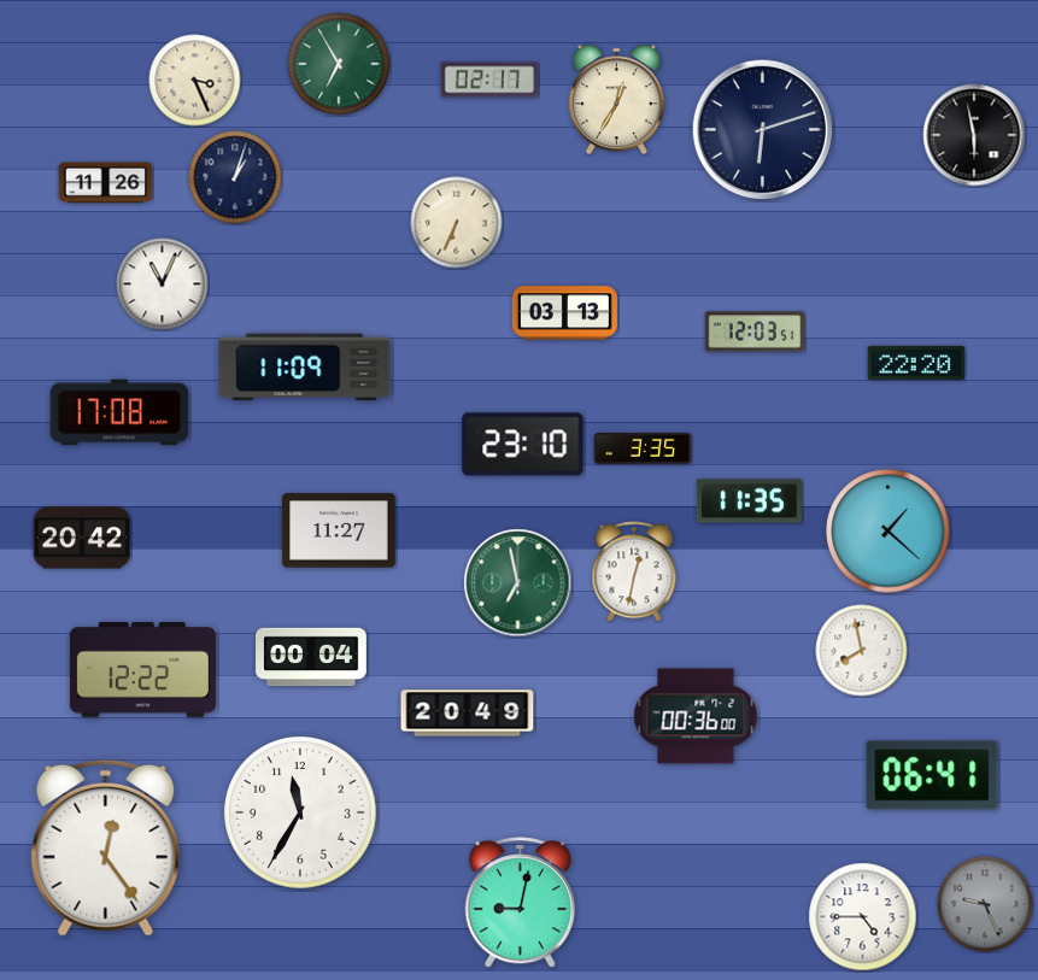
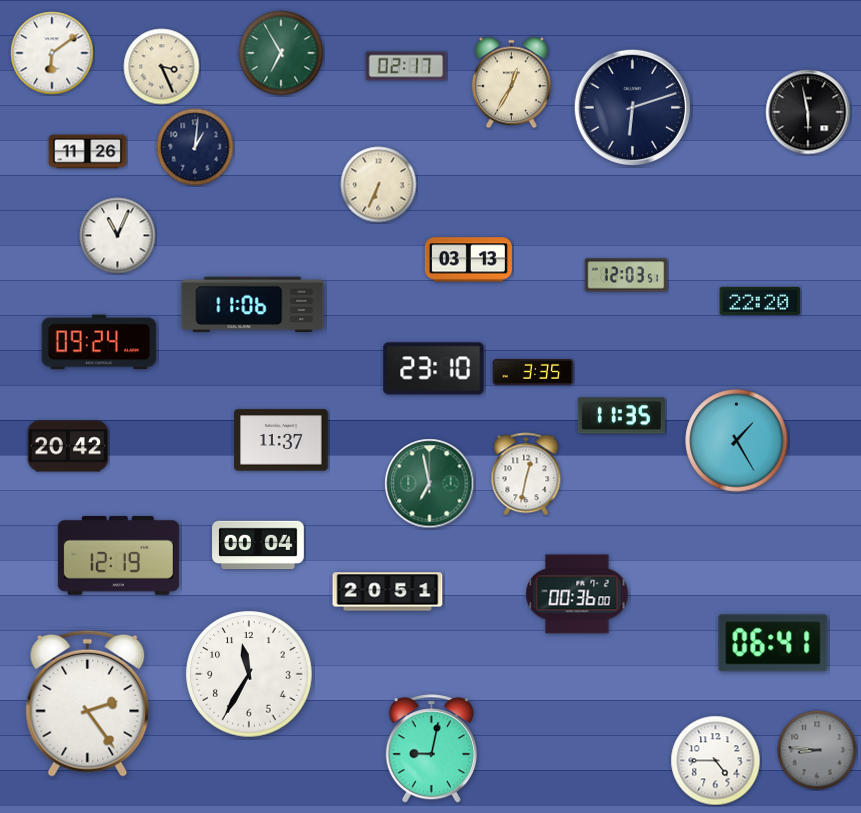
clock at (52, 53): none -> 6:09
clock at (235, 177): 1:03 -> 1:01
clock at (163, 284) position: (163, 284) -> (118, 236)
clock at (305, 368): 11:09 -> 11:06
clock at (119, 412): 17:08 -> 09:24
clock at (339, 530): 11:27 -> 11:37
clock at (889, 532): 1:22 -> 1:25
clock at (862, 651): 7:58 -> none
clock at (142, 669): 12:22 -> 12:19
clock at (468, 714): 20:49 -> 20:51
clock at (106, 847): 12:24 -> 2:24
clock at (985, 904): 9:26 -> 8:46
